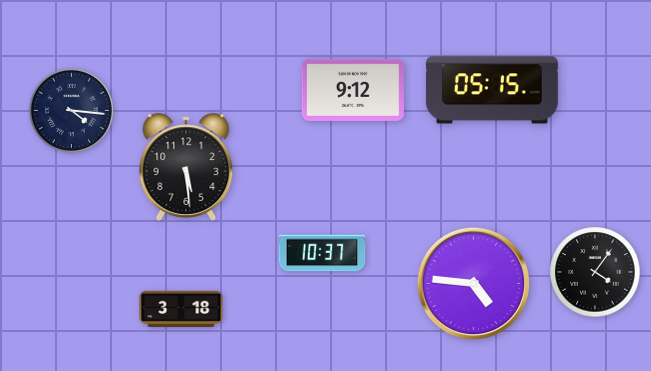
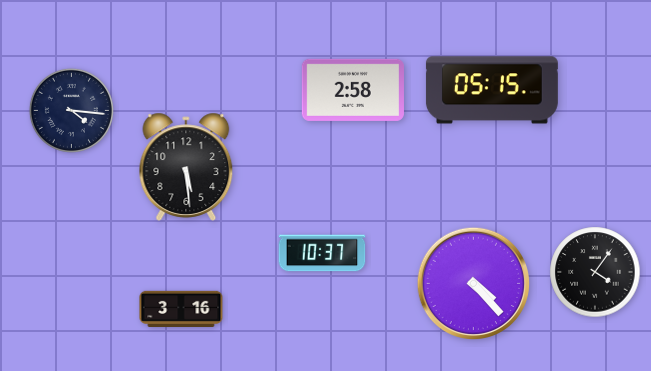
clock at (353, 90): 9:12 -> 2:58
clock at (473, 283): 4:46 -> 4:23
clock at (181, 308): 3:18 -> 3:16
